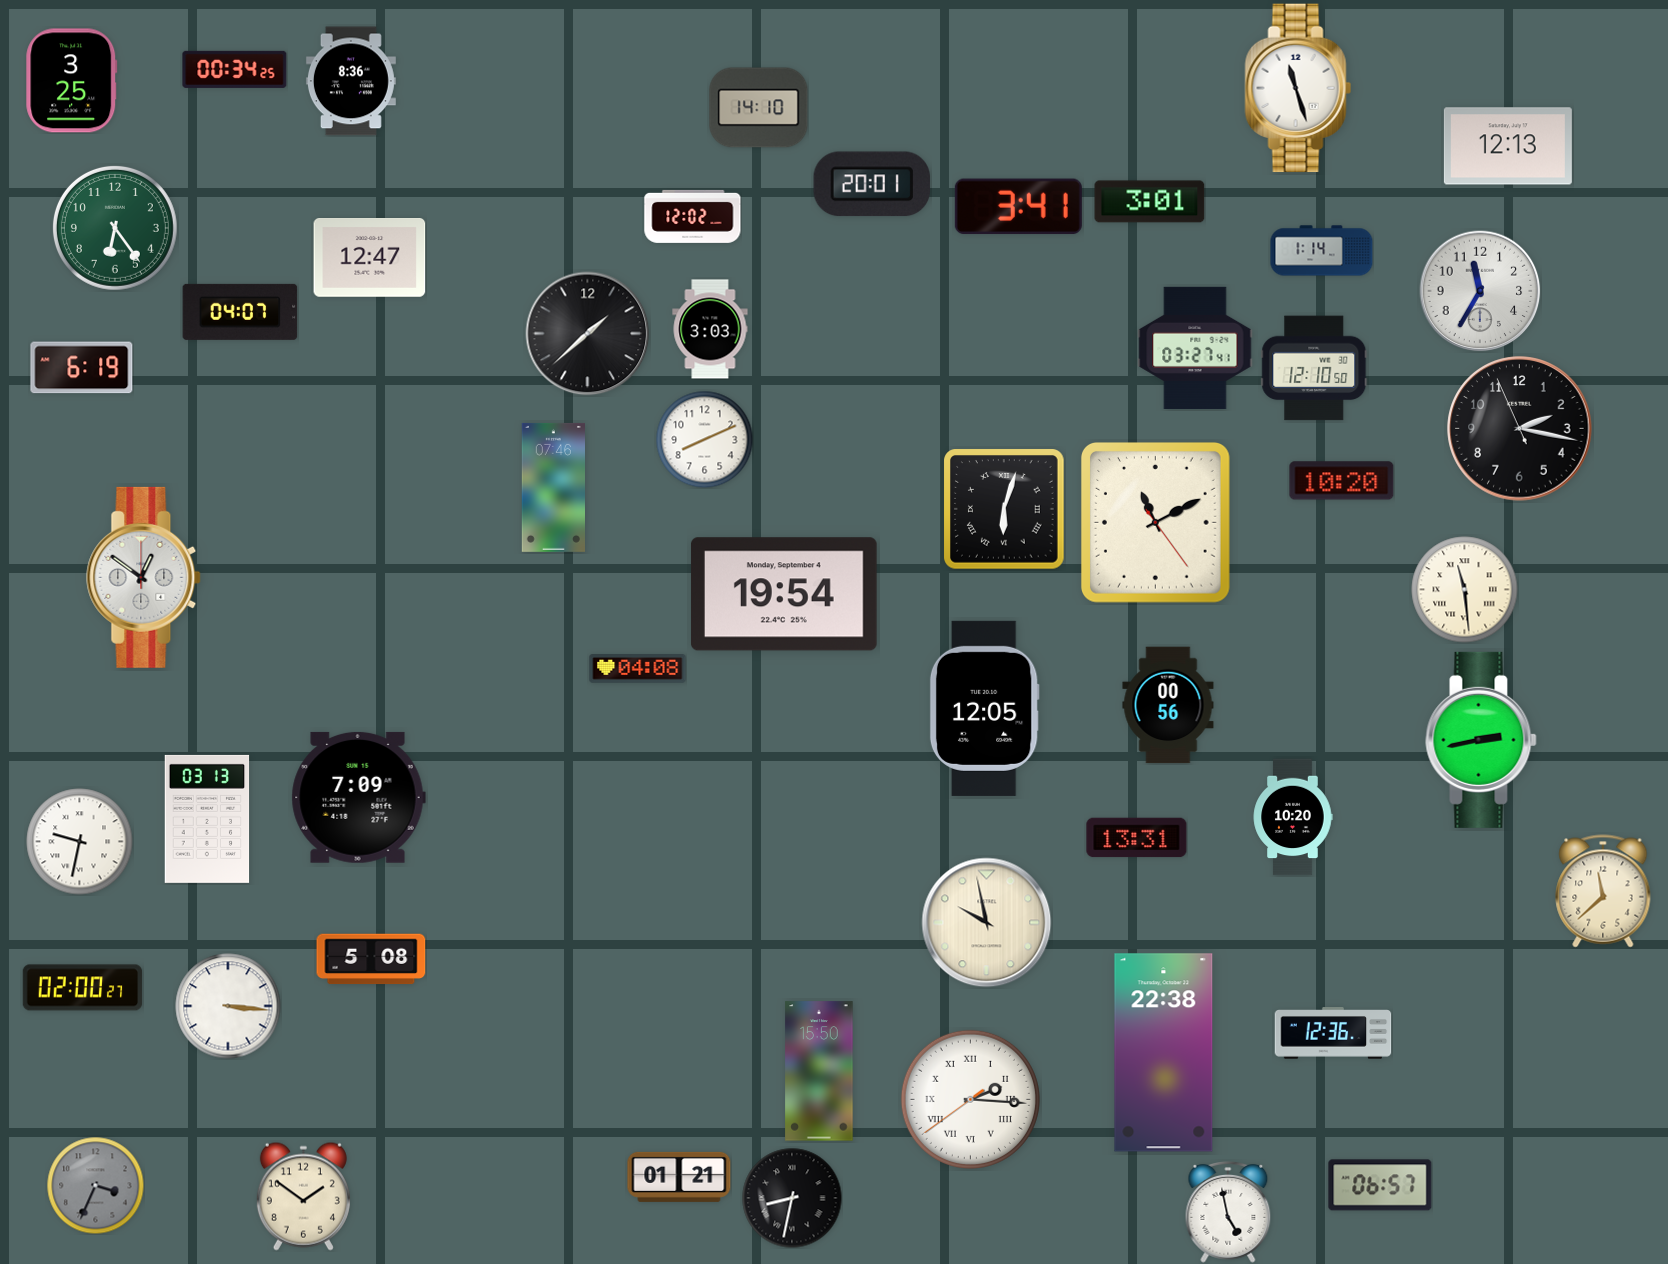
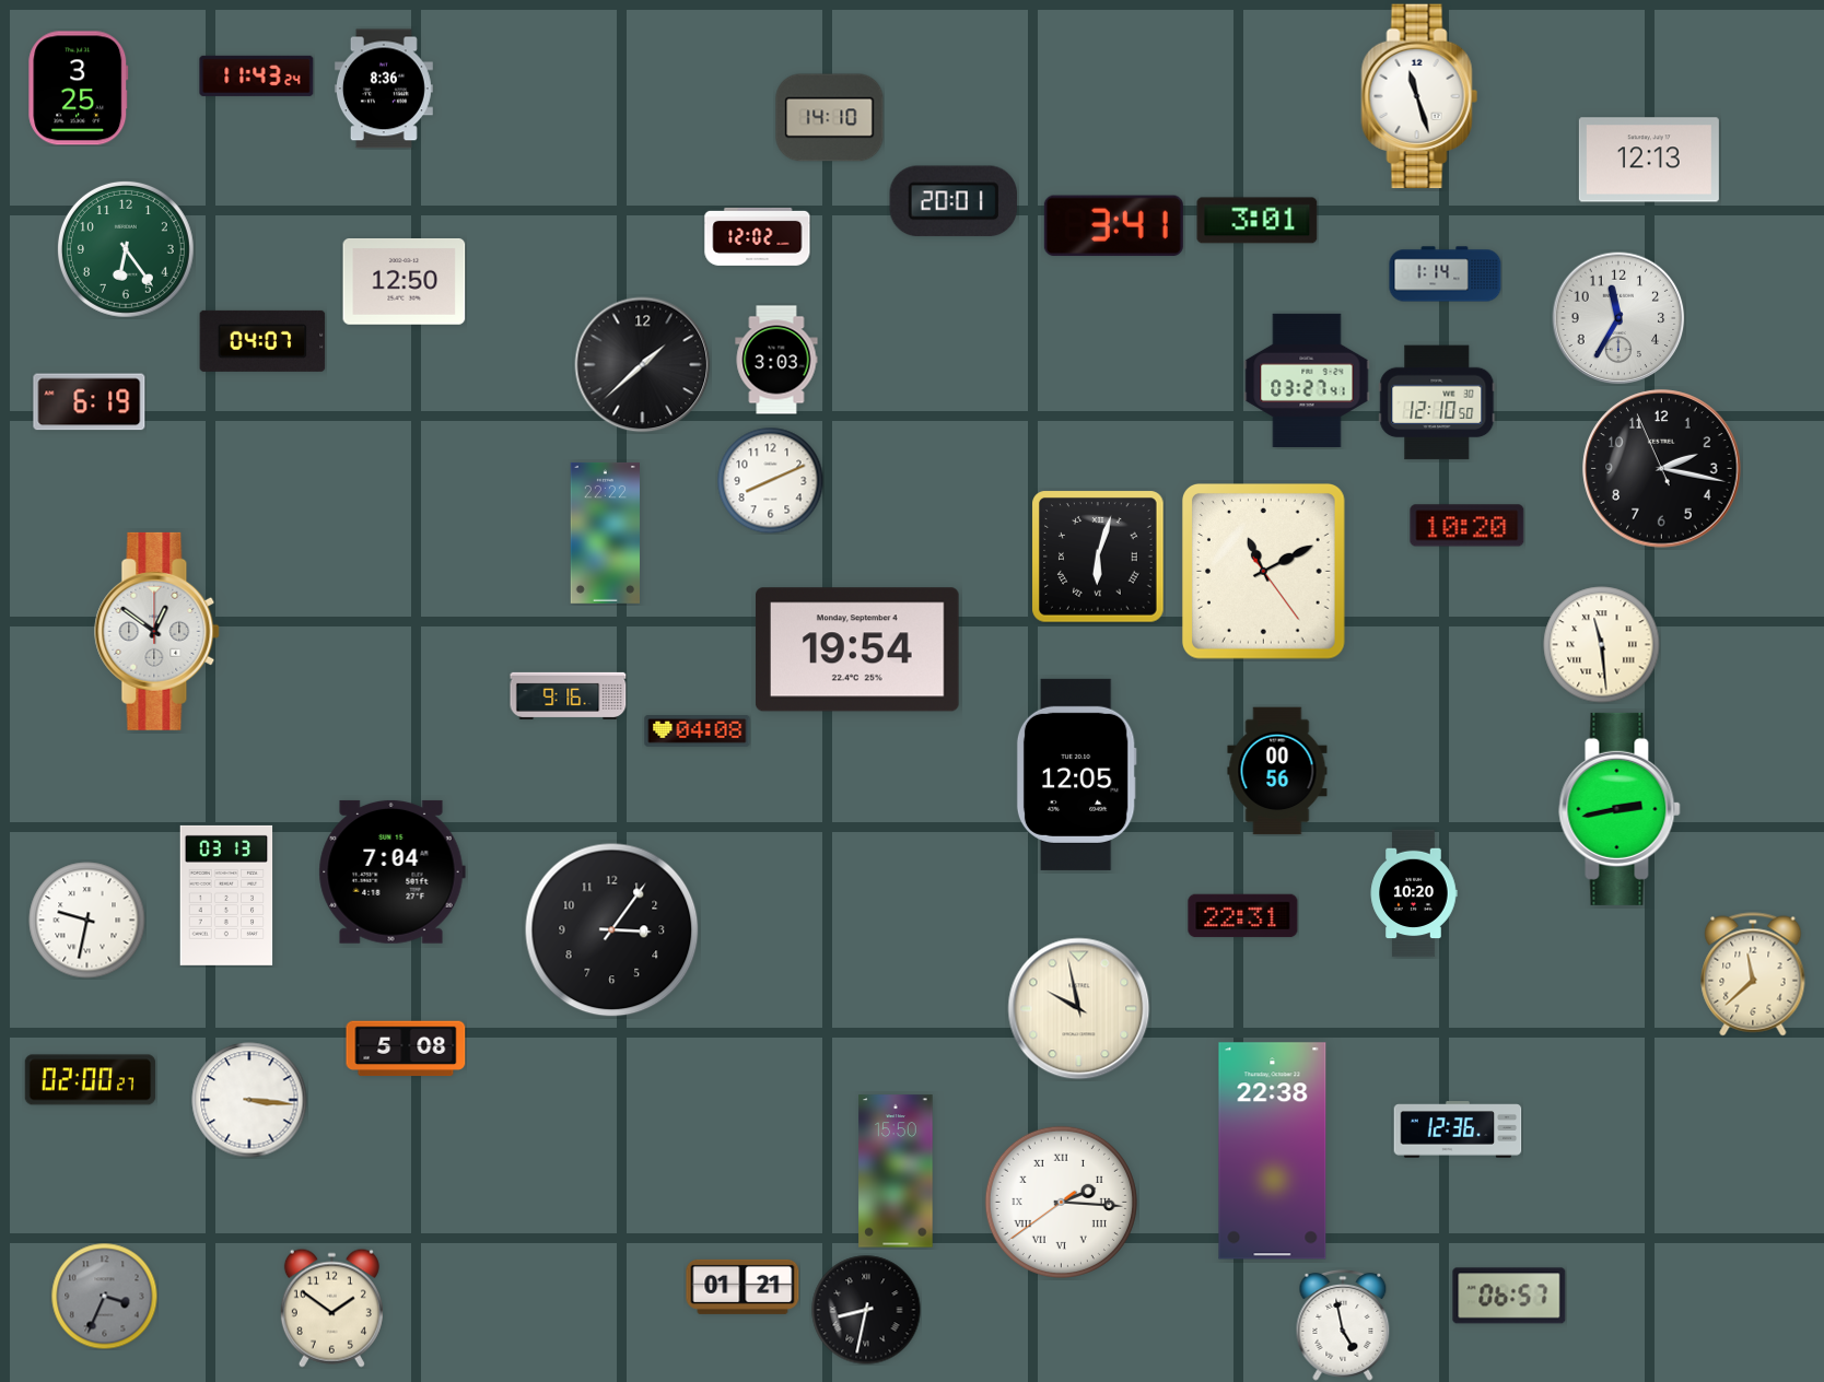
clock at (235, 69): 00:34 -> 11:43
clock at (370, 258): 12:47 -> 12:50
clock at (553, 487): 07:46 -> 22:22
clock at (569, 695): none -> 9:16
clock at (358, 797): 7:09 -> 7:04
clock at (1137, 838): 13:31 -> 22:31
clock at (612, 930): none -> 3:06
